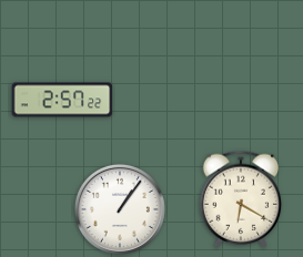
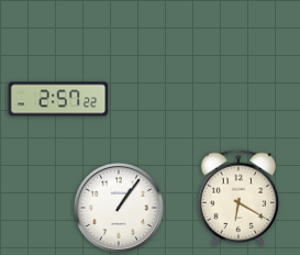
clock at (62, 100) position: (62, 100) -> (58, 99)
